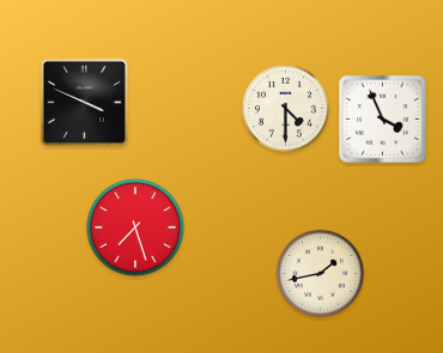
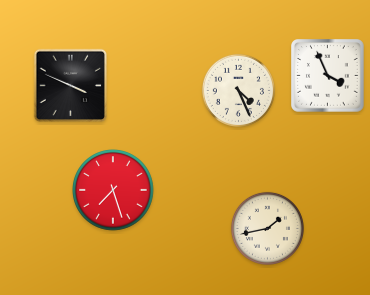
clock at (285, 108): 4:30 -> 4:26
clock at (383, 120) position: (383, 120) -> (328, 76)
